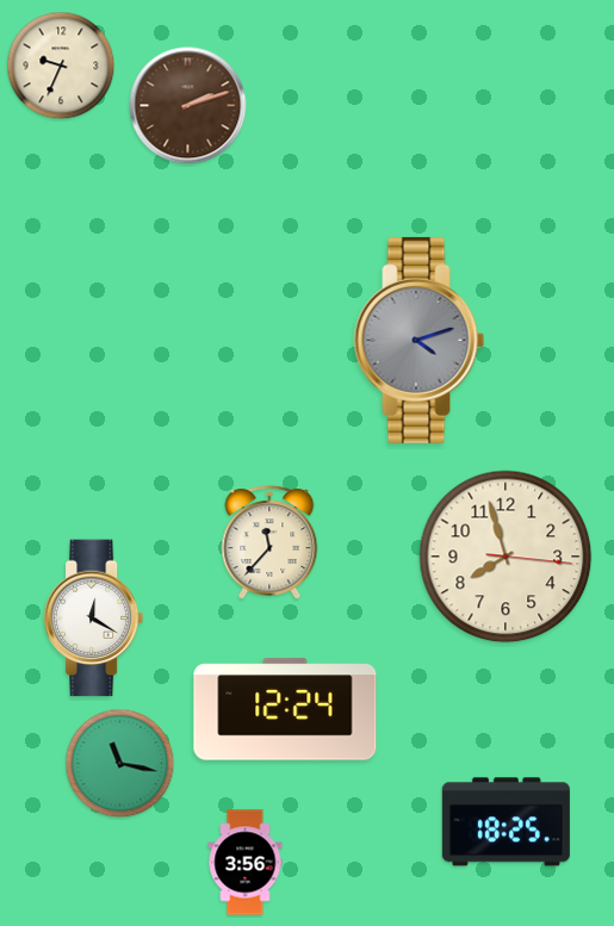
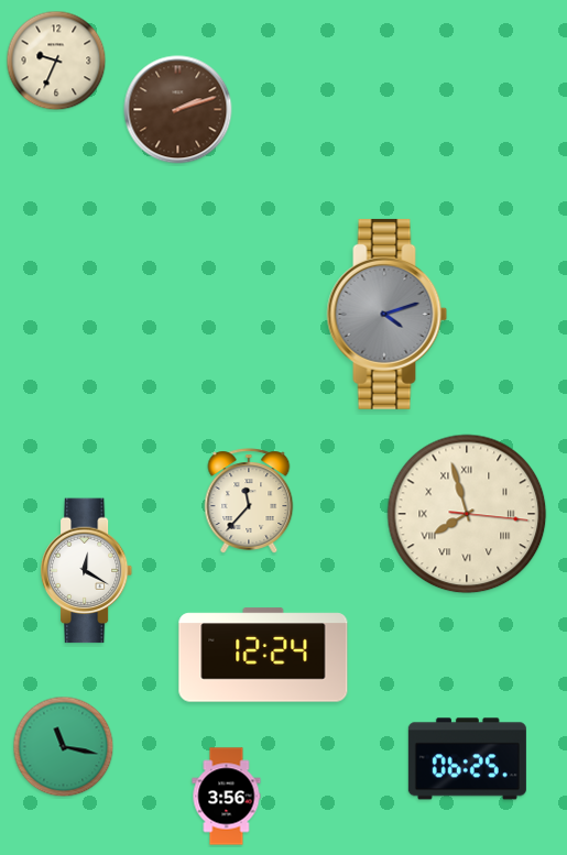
clock at (188, 106) position: (188, 106) -> (178, 110)
clock at (506, 557) numerals: Arabic -> Roman
clock at (120, 764) position: (120, 764) -> (64, 747)
clock at (506, 822): 18:25 -> 06:25
